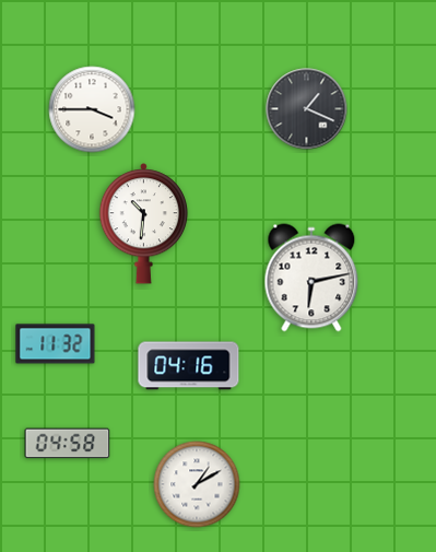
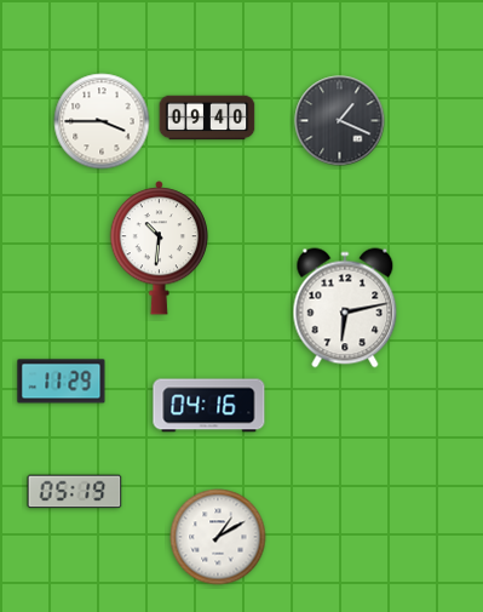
clock at (207, 118): none -> 09:40
clock at (56, 344): 11:32 -> 11:29
clock at (68, 444): 04:58 -> 05:19
